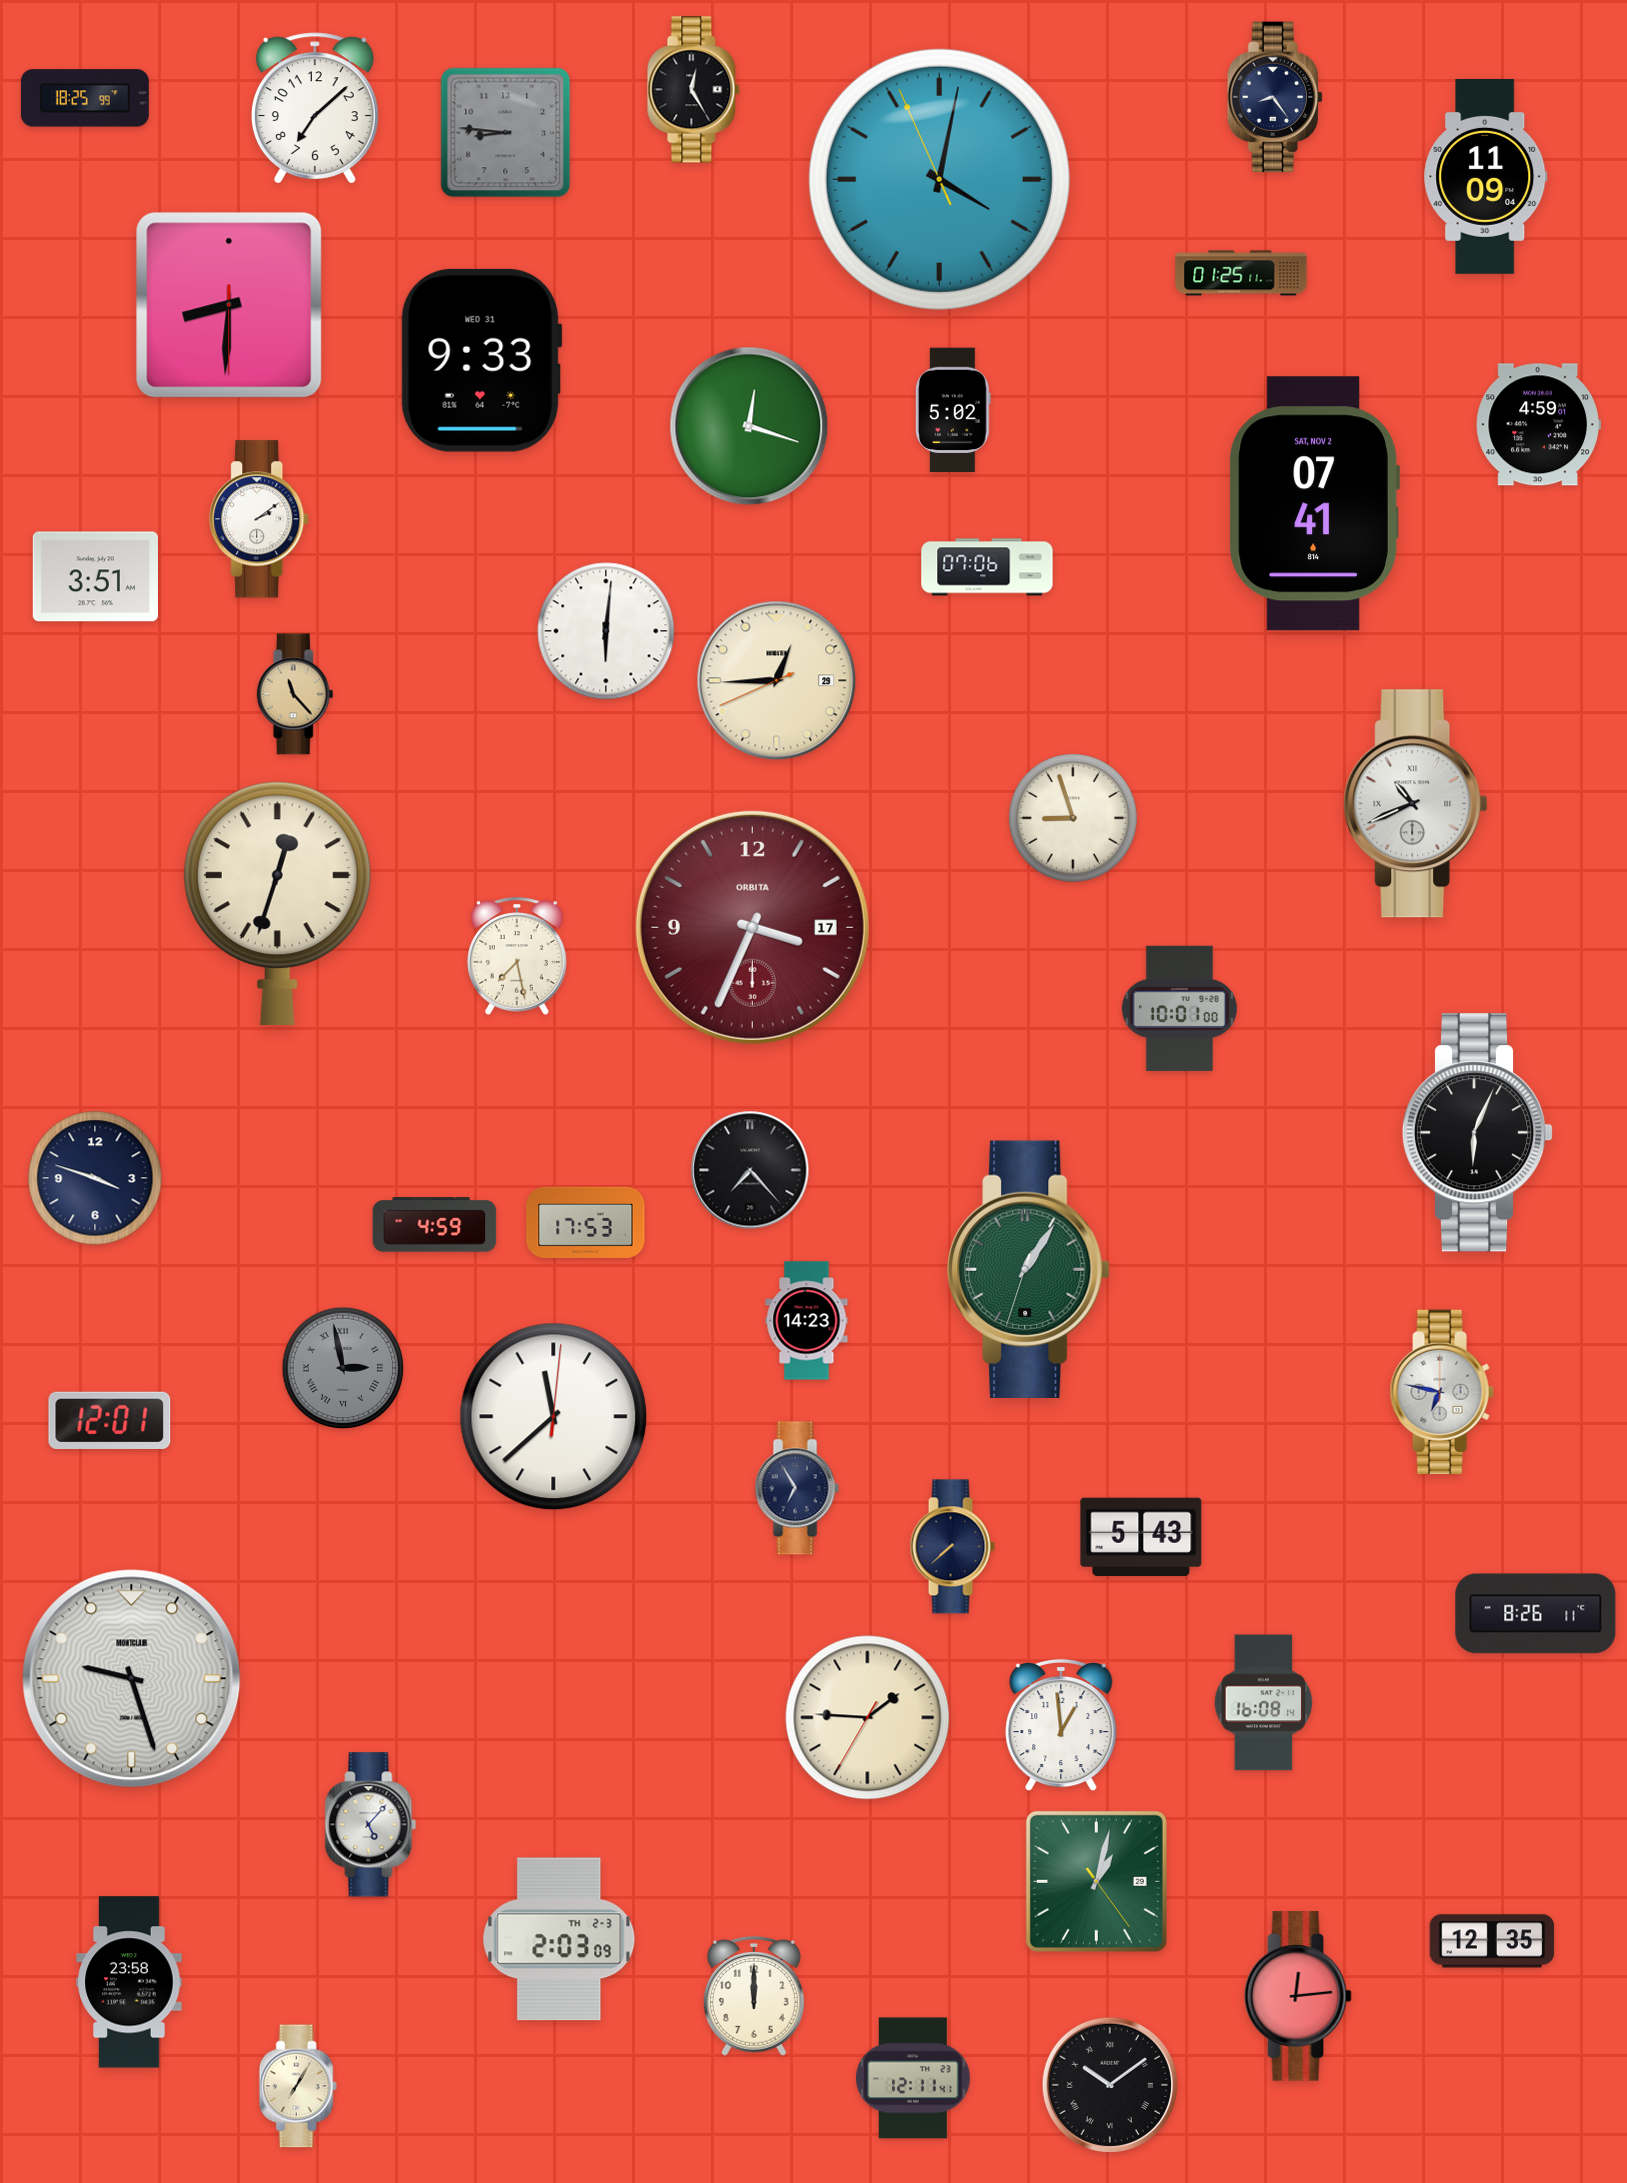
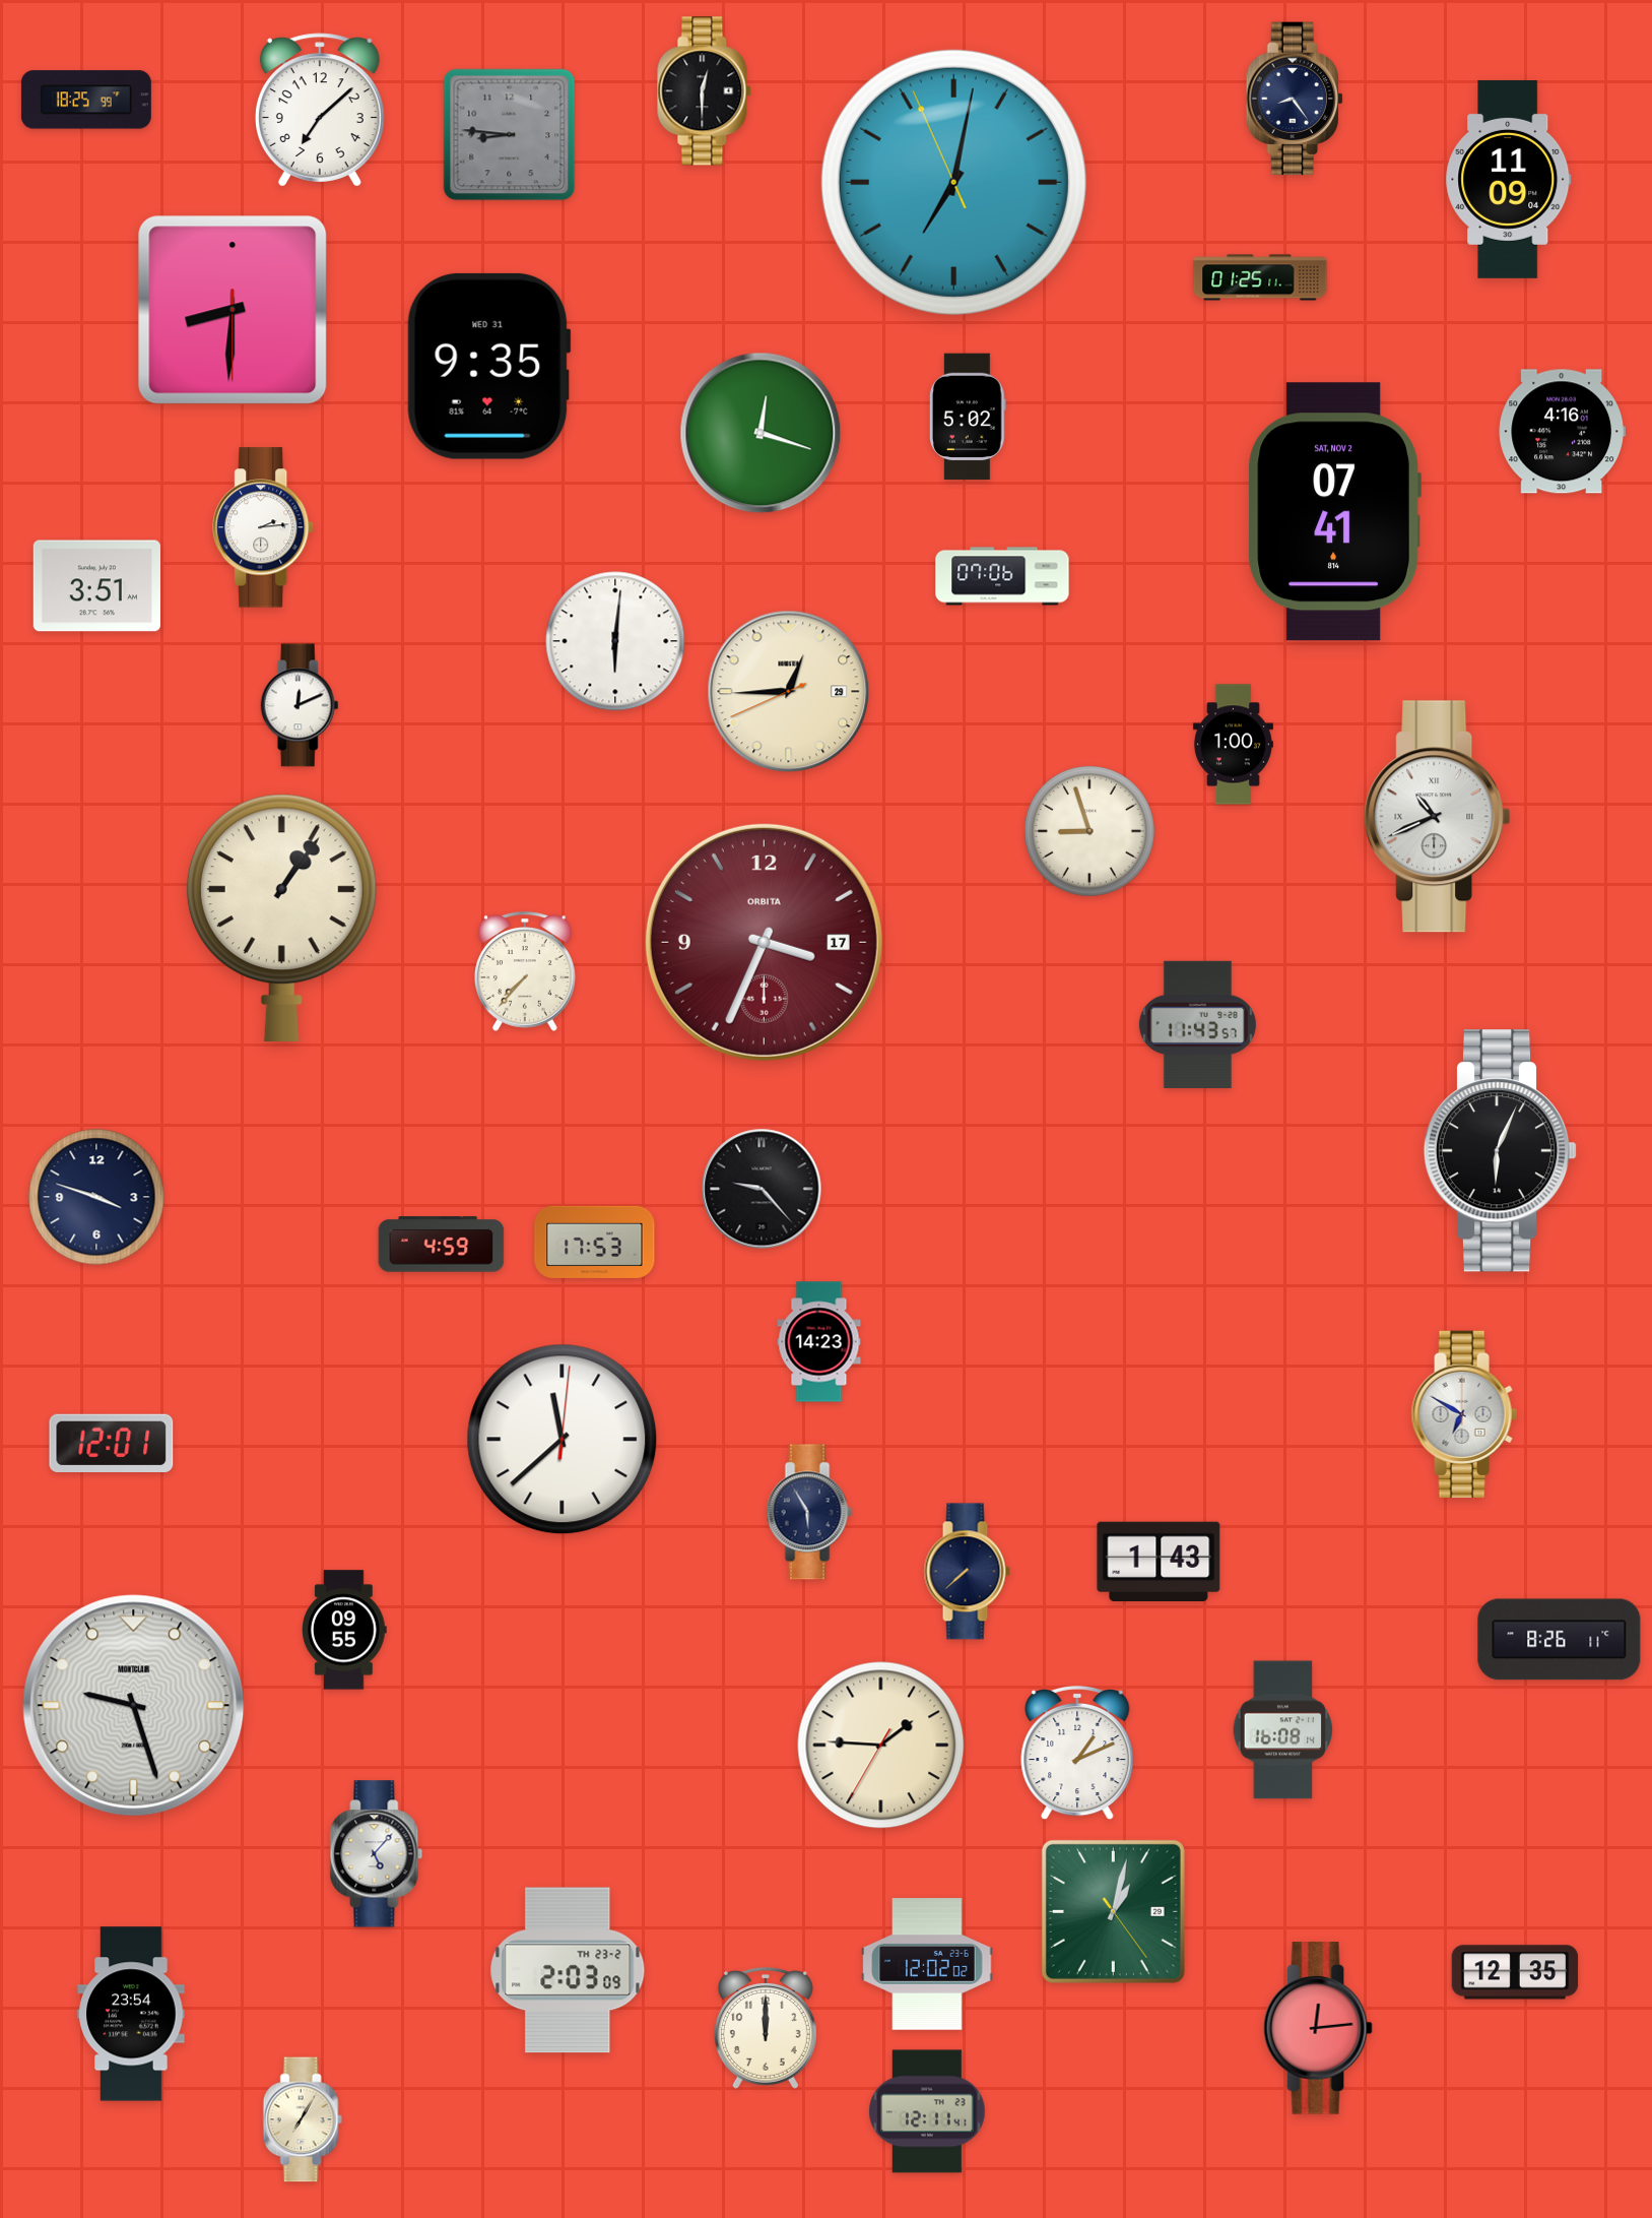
clock at (694, 90): 12:25 -> 12:30
clock at (506, 133) position: (506, 133) -> (510, 135)
clock at (939, 179): 4:01 -> 7:01
clock at (481, 360): 9:33 -> 9:35
clock at (1538, 425): 4:59 -> 4:16
clock at (260, 519): 2:09 -> 2:14
clock at (295, 694): 11:23 -> 12:11
clock at (295, 694) dial: champagne -> white
clock at (1233, 745): none -> 1:00
clock at (277, 903): 12:33 -> 1:06
clock at (518, 956): 7:28 -> 7:37
clock at (1179, 1008): 10:01 -> 11:43
clock at (750, 1170): 7:23 -> 9:23
clock at (1029, 1269): 1:05 -> none
clock at (343, 1368): 2:58 -> none
clock at (1442, 1392): 6:47 -> 6:50
clock at (797, 1488): 6:55 -> 5:55
clock at (1141, 1536): 5:43 -> 1:43
clock at (345, 1630): none -> 09:55
clock at (1061, 1725): 12:59 -> 1:11
clock at (927, 1964): none -> 12:02
clock at (559, 1939) date: TH 2-3 -> TH 23-2
clock at (129, 1982): 23:58 -> 23:54
clock at (1110, 2085): 10:09 -> none
